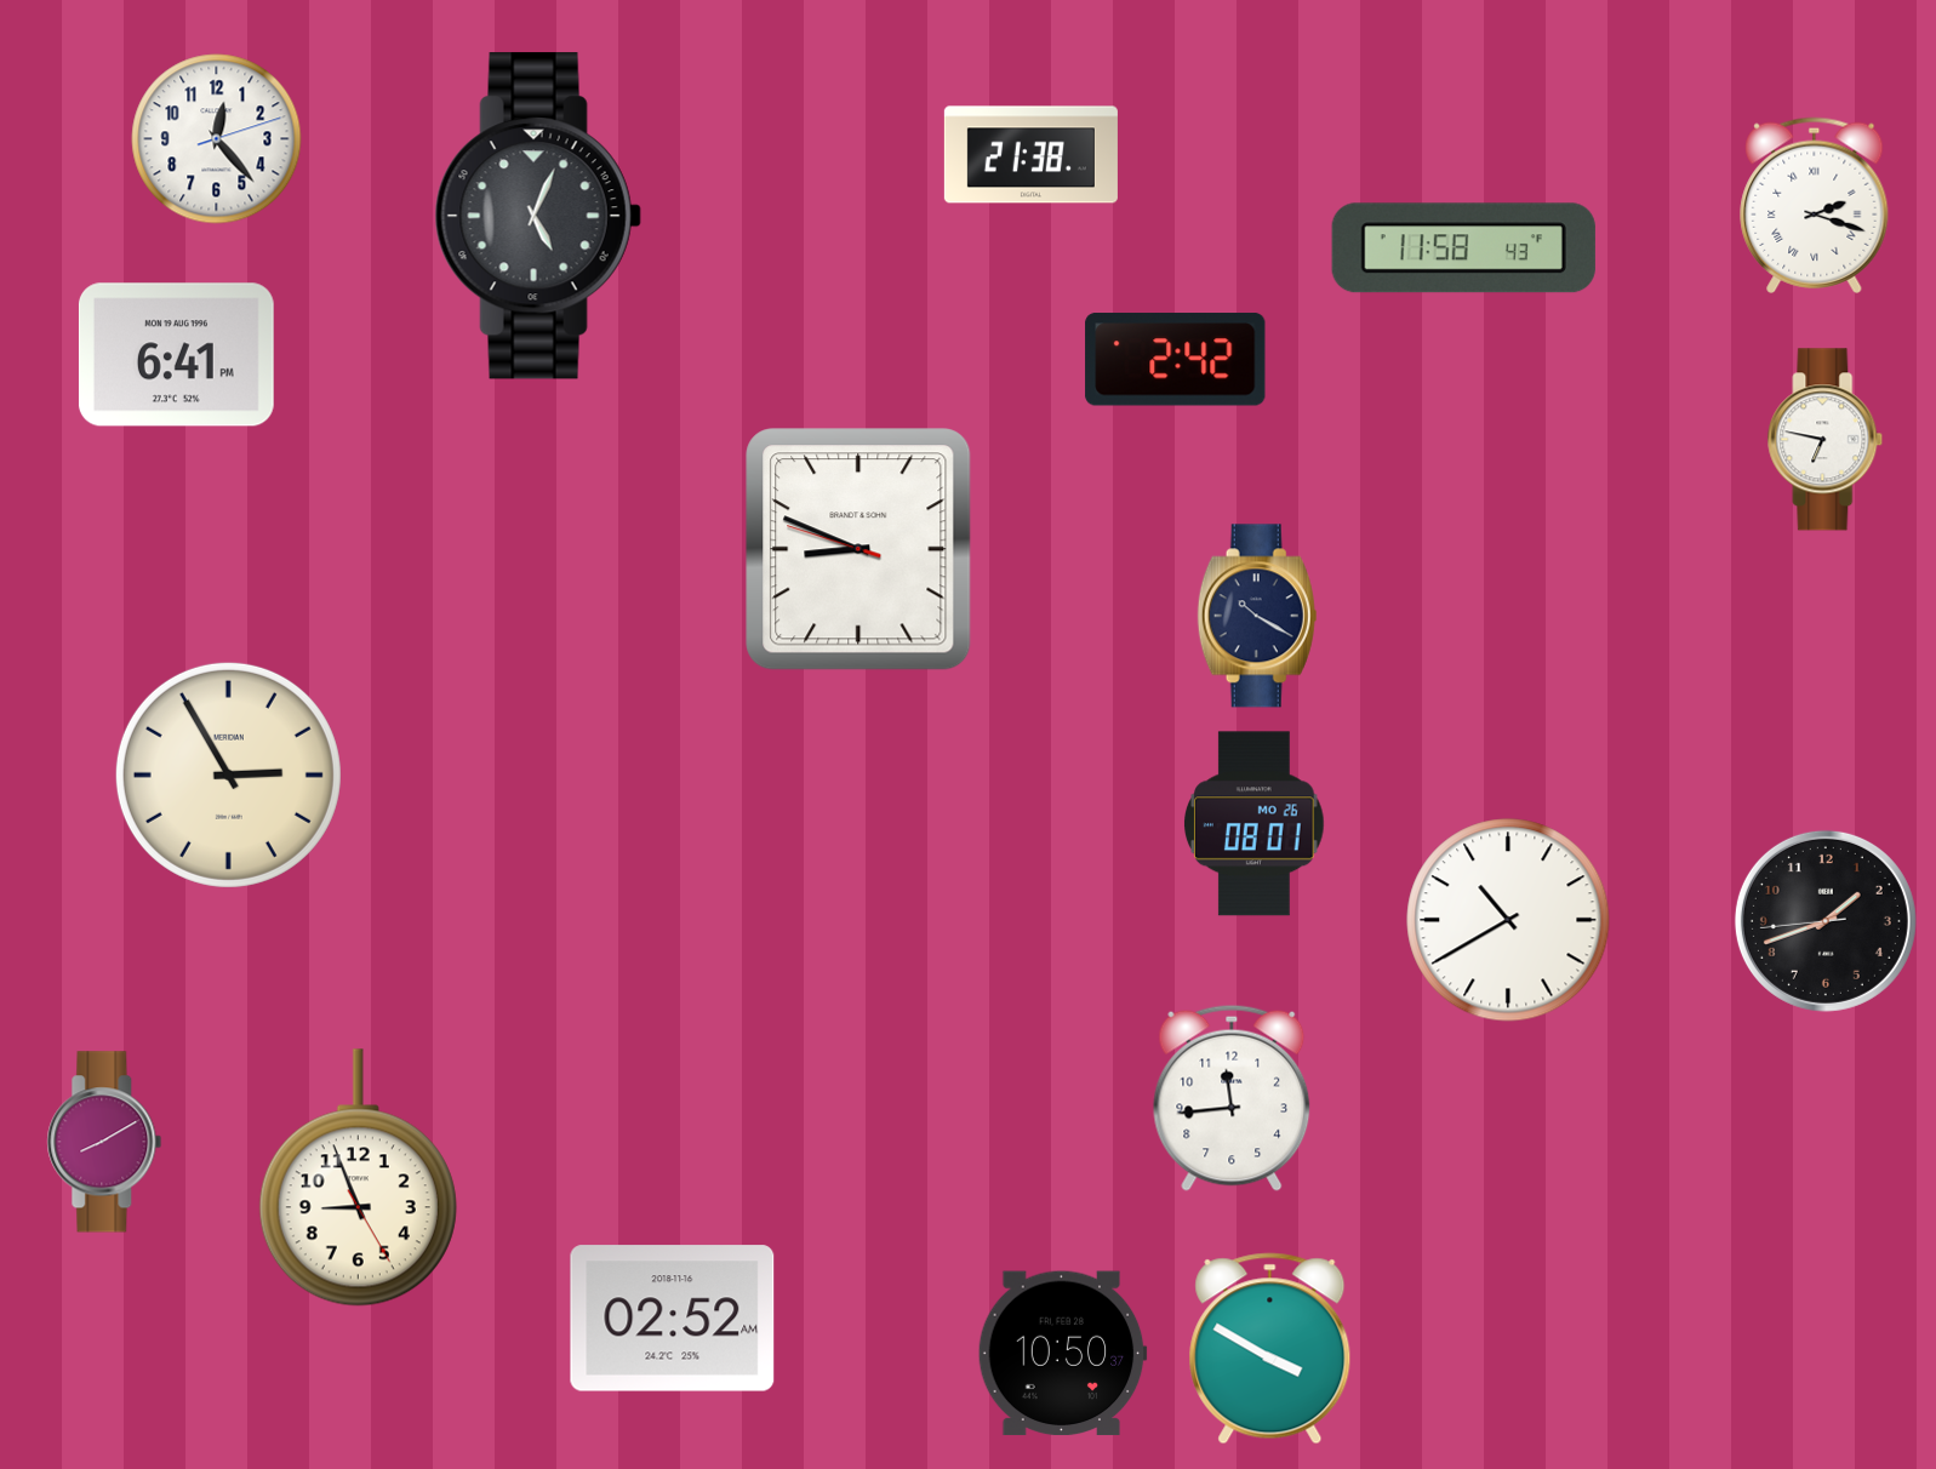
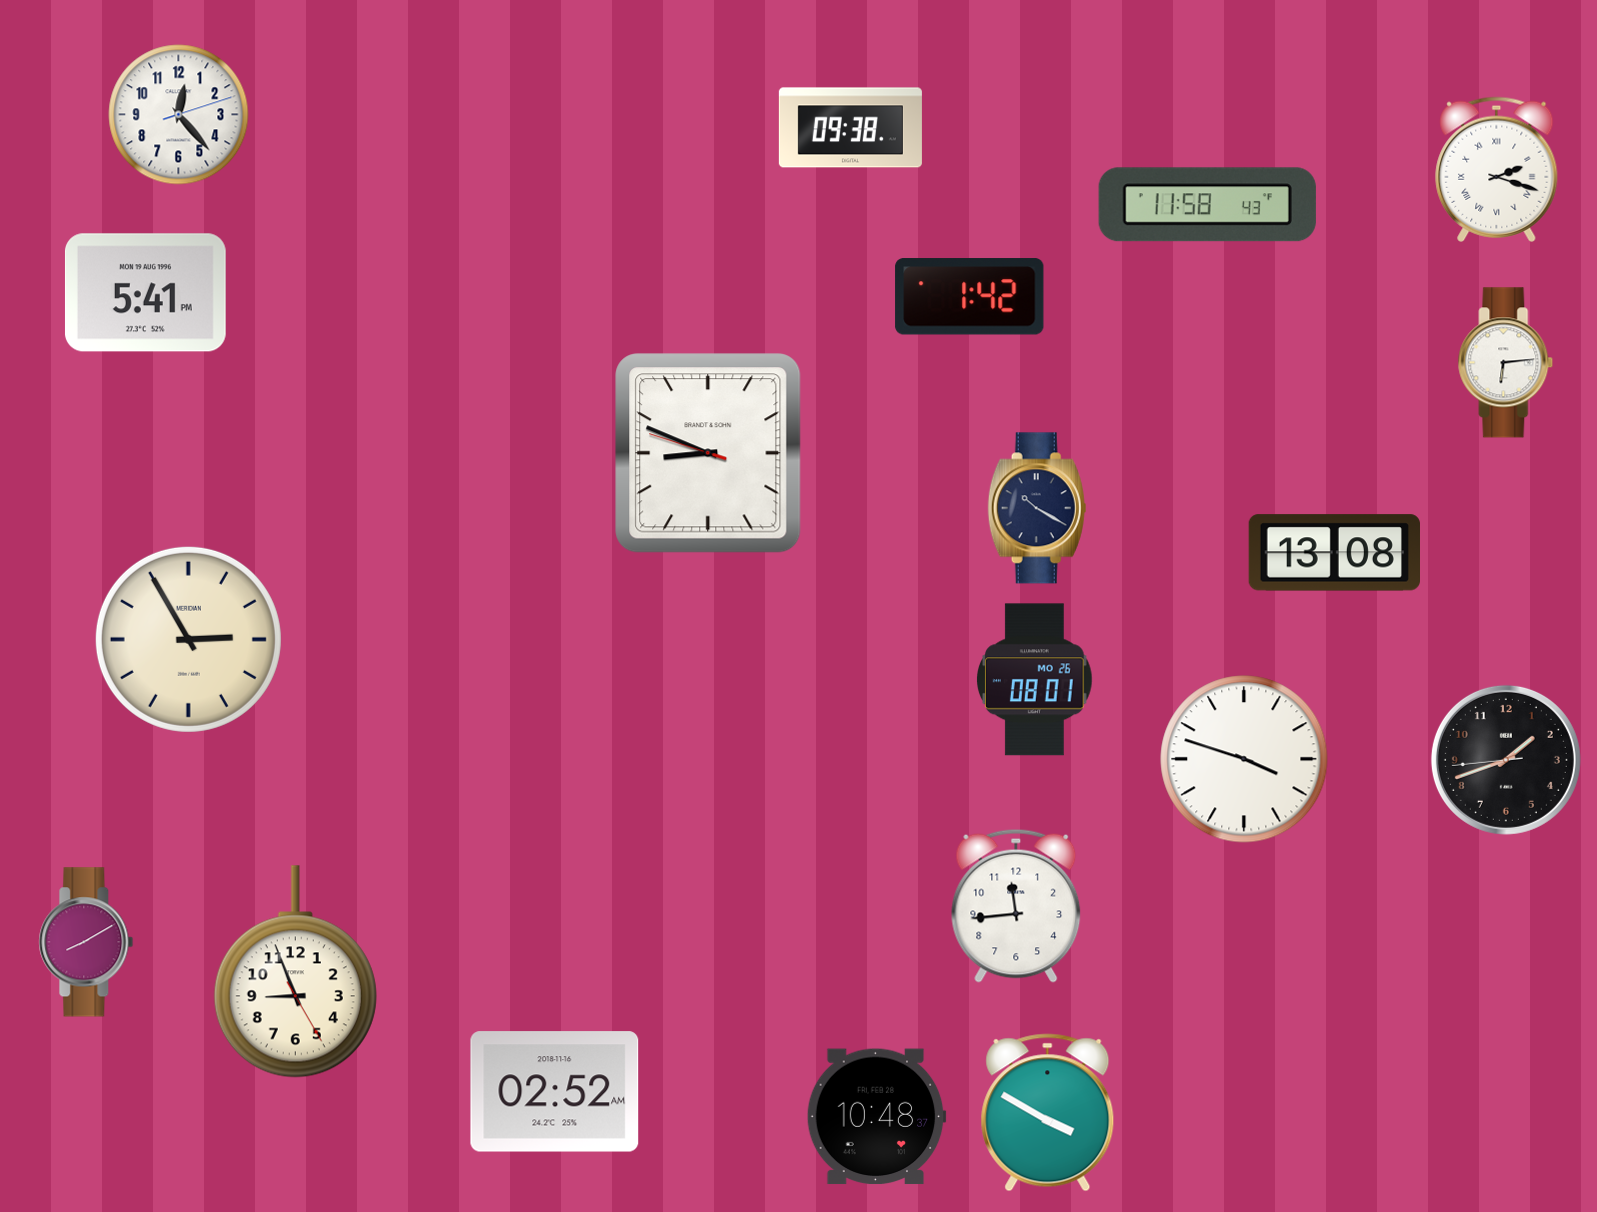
clock at (1030, 155): 21:38 -> 09:38
clock at (538, 216): 5:04 -> none
clock at (176, 355): 6:41 -> 5:41
clock at (1176, 360): 2:42 -> 1:42
clock at (1826, 440): 6:47 -> 6:14
clock at (1334, 553): none -> 13:08
clock at (1508, 920): 10:40 -> 3:48
clock at (673, 1319) position: (673, 1319) -> (555, 1092)
clock at (1062, 1354): 10:50 -> 10:48
